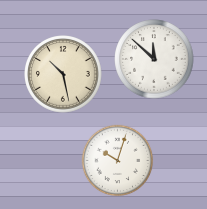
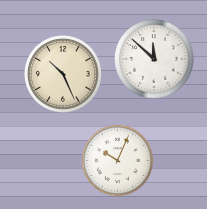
clock at (64, 75): 10:28 -> 10:26
clock at (118, 161): 10:03 -> 10:04
